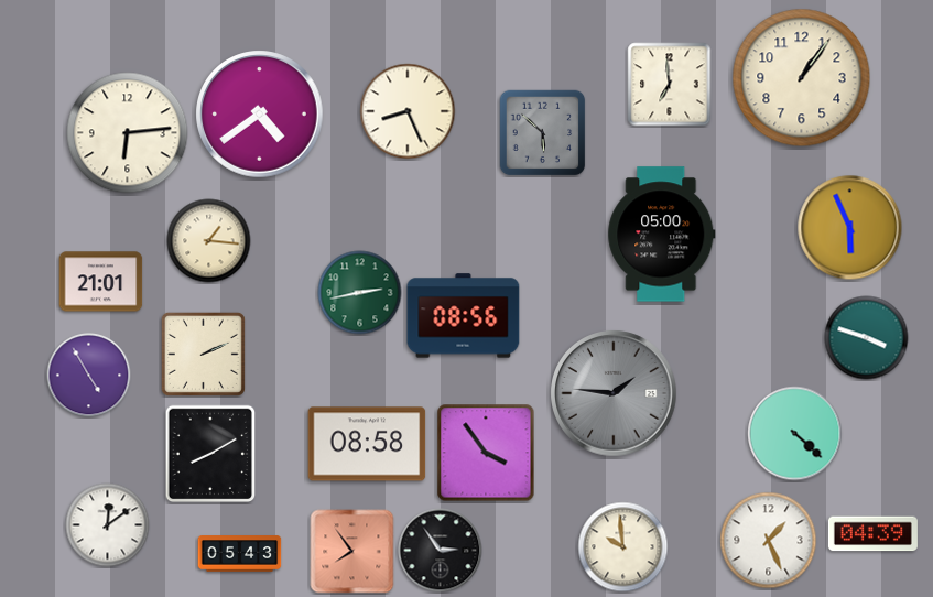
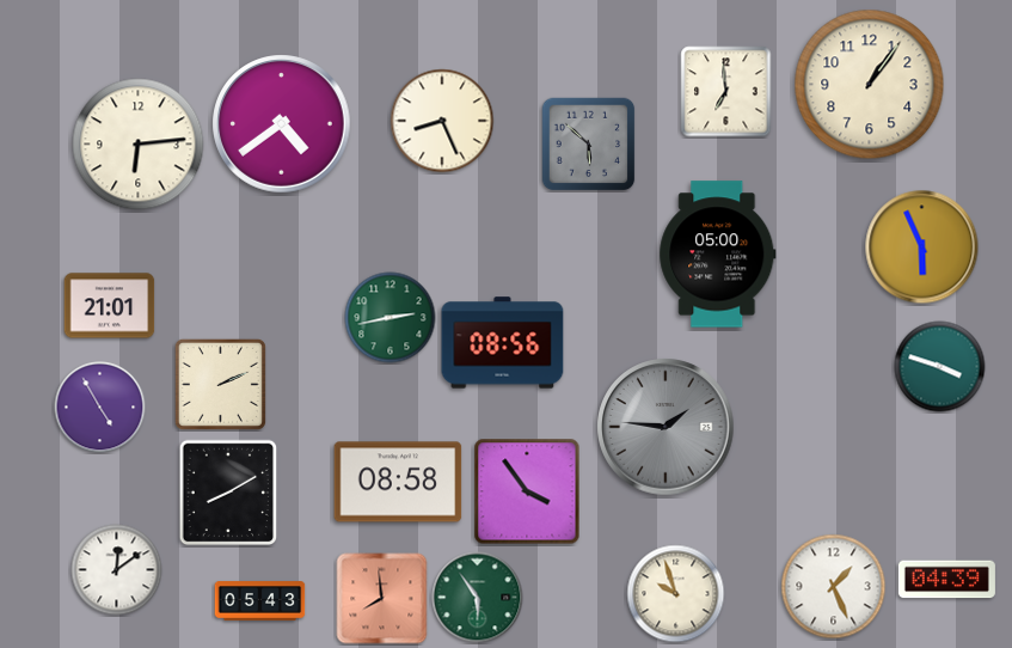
clock at (209, 241): 1:16 -> none
clock at (89, 376) position: (89, 376) -> (100, 408)
clock at (795, 434): 4:22 -> none
clock at (623, 547): 9:59 -> 9:57
clock at (441, 551): 2:54 -> 5:54
clock at (441, 551) dial: black -> green
clock at (352, 552): 7:54 -> 7:59
